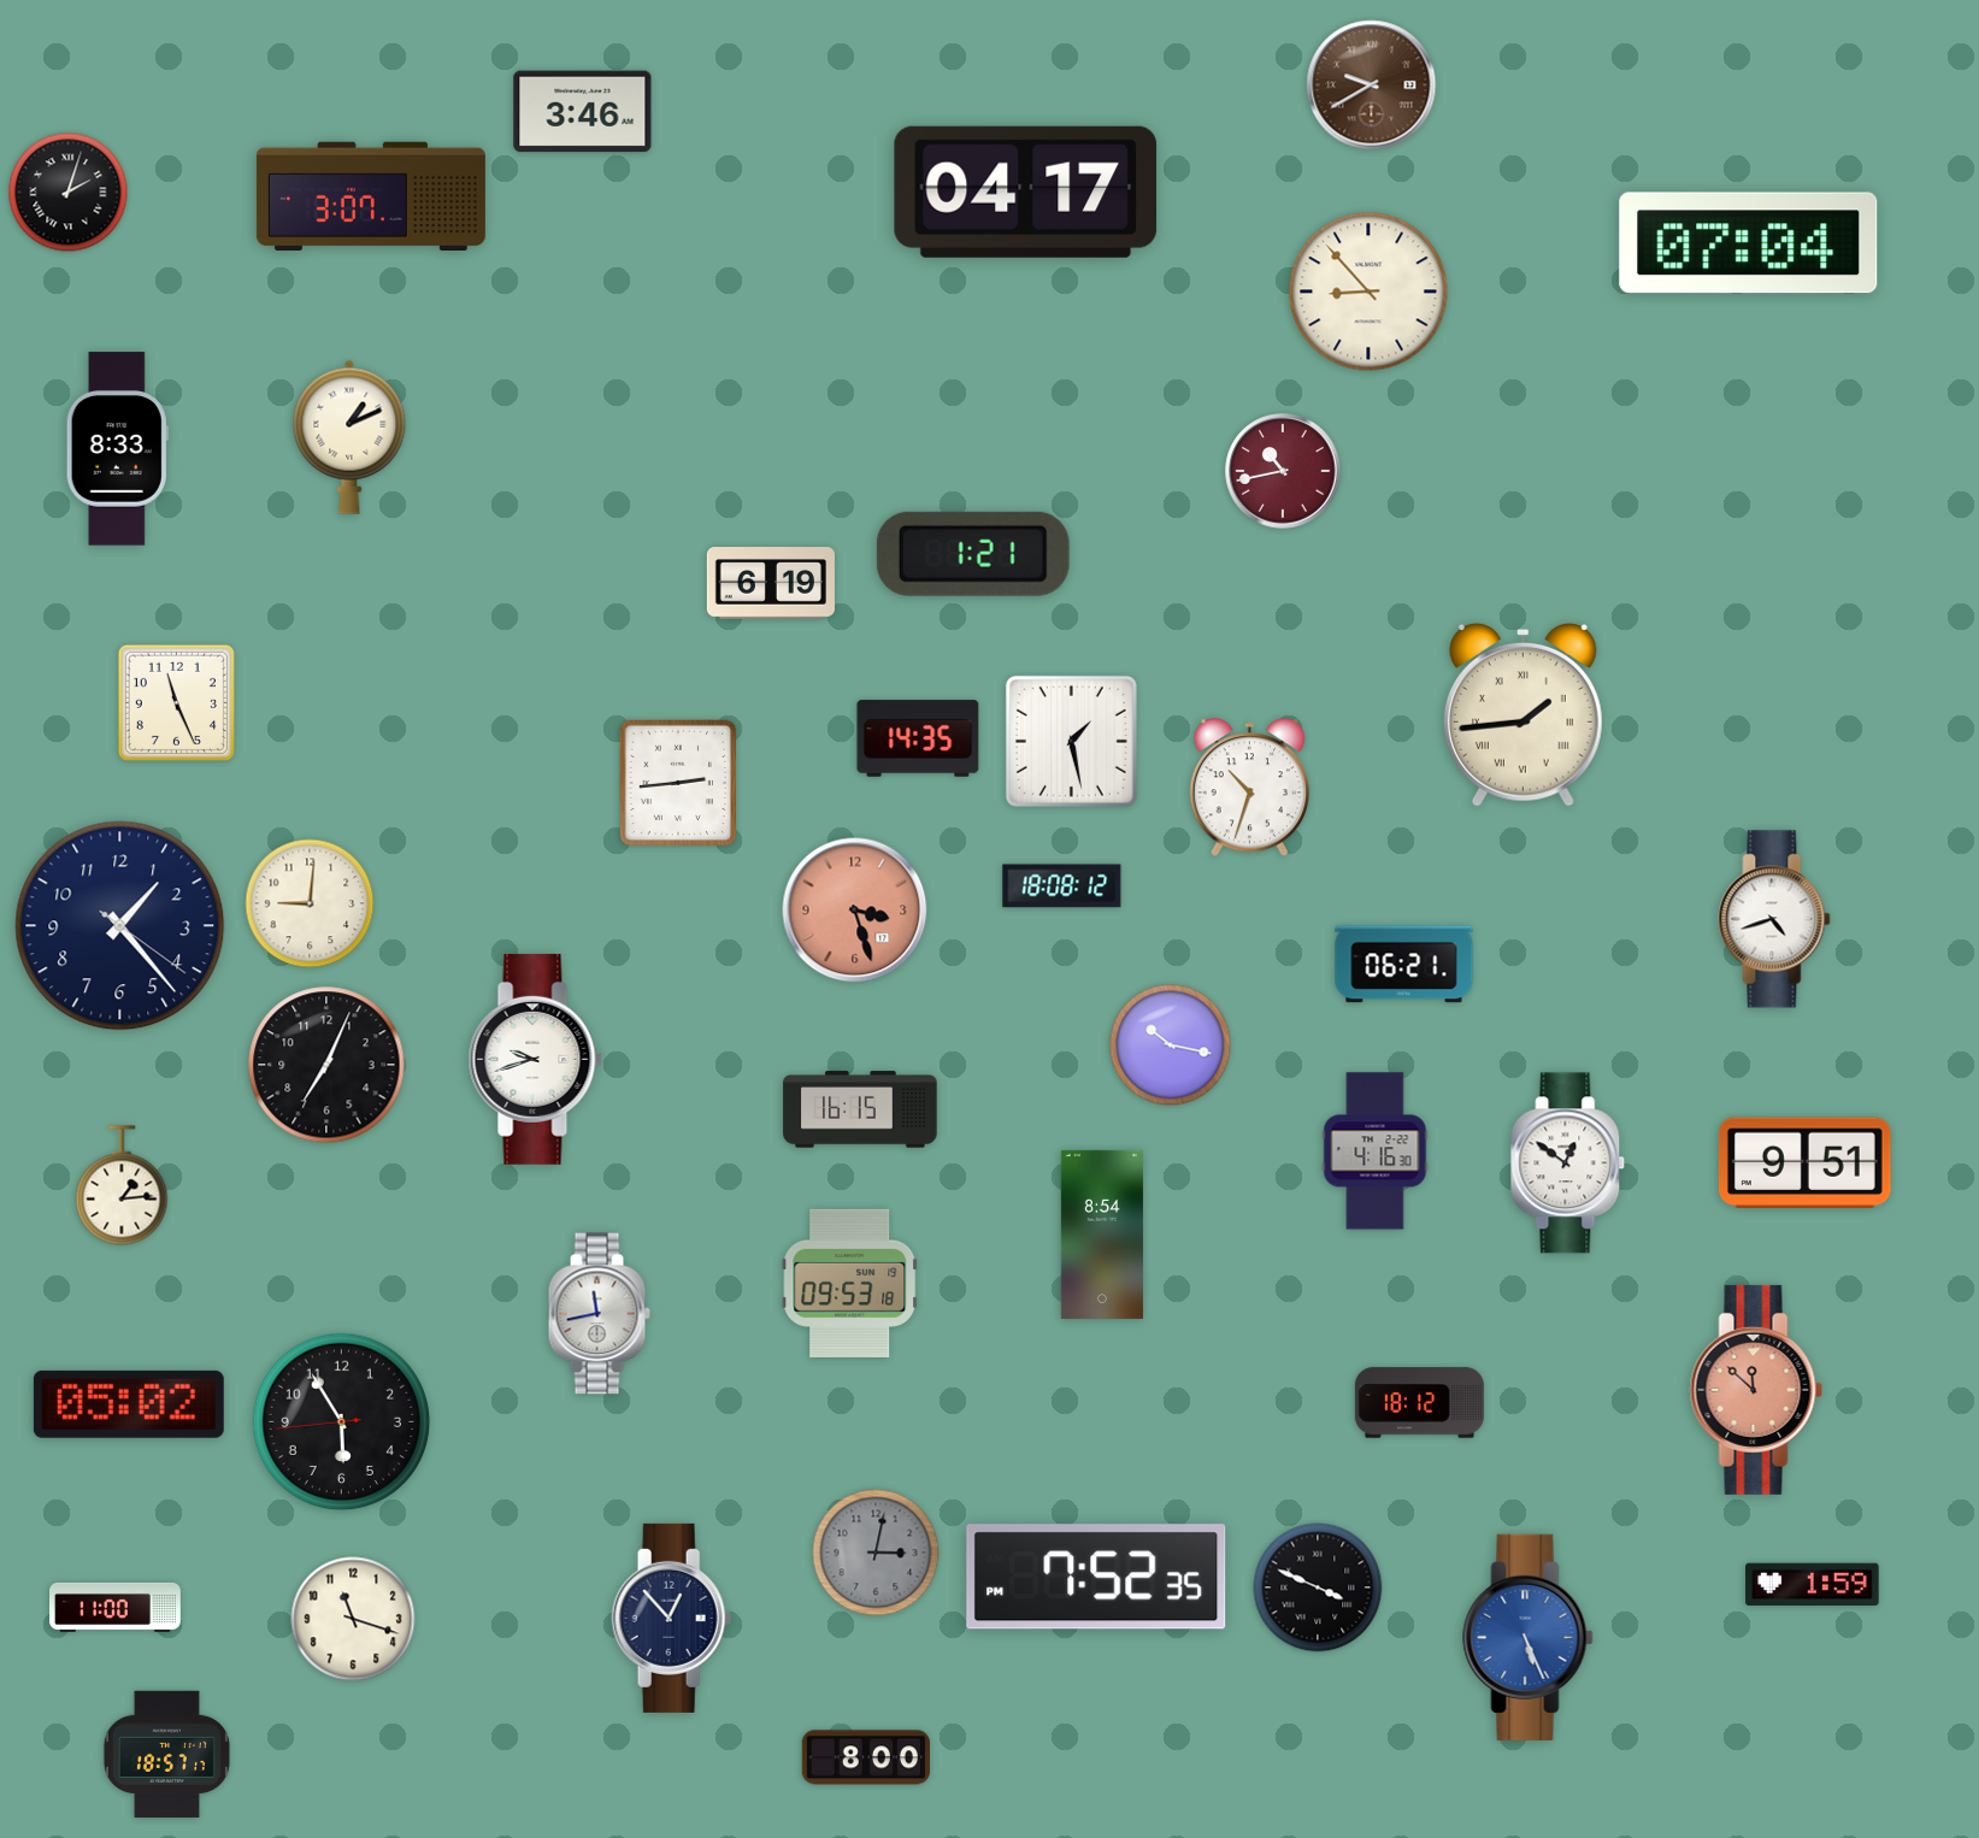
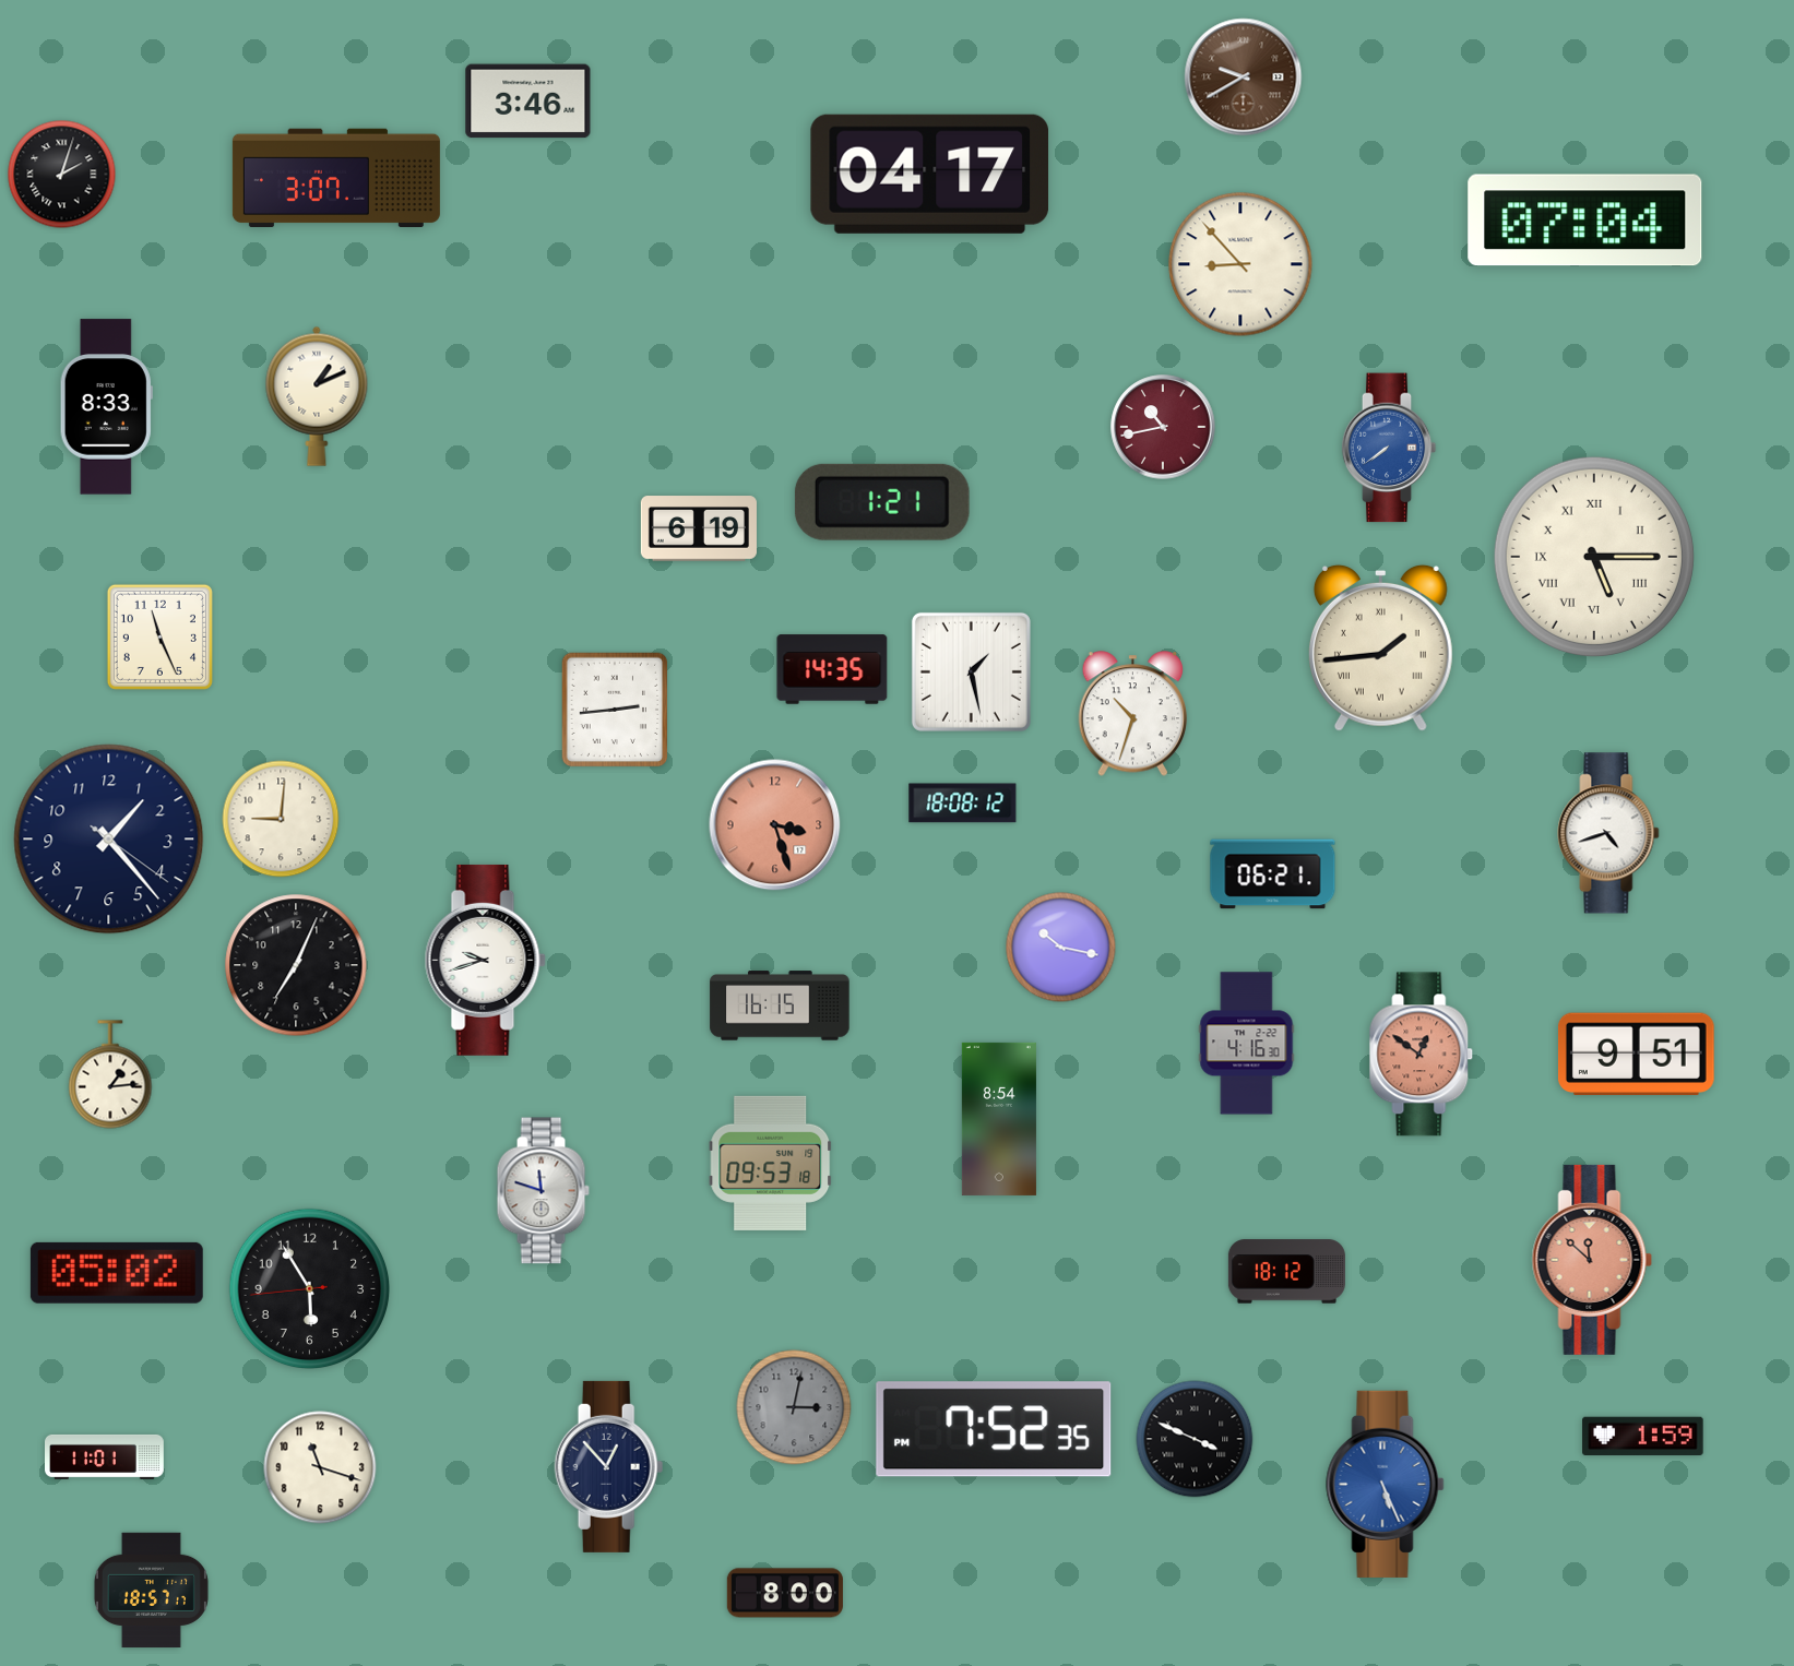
clock at (1389, 448): none -> 7:39
clock at (1594, 557): none -> 5:15
clock at (1568, 1164) dial: white -> salmon
clock at (599, 1314): 11:43 -> 11:48
clock at (116, 1607): 11:00 -> 11:01
